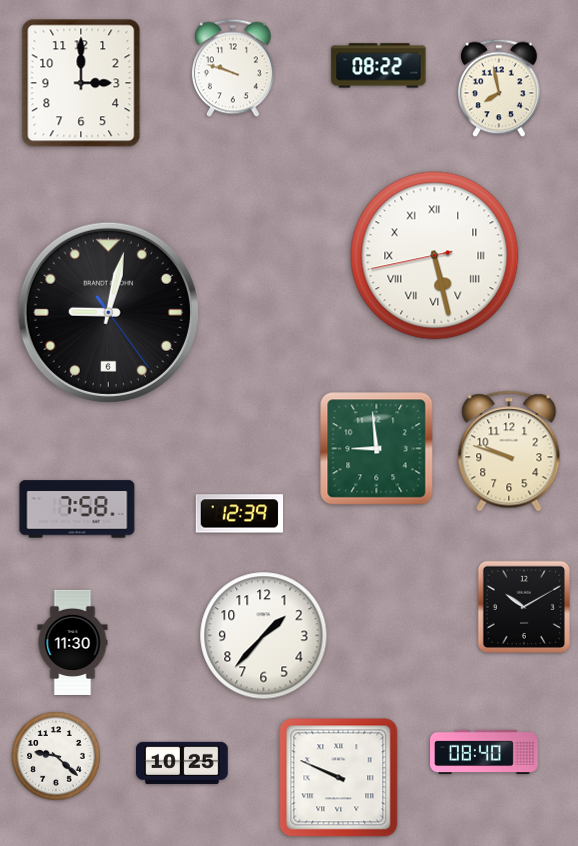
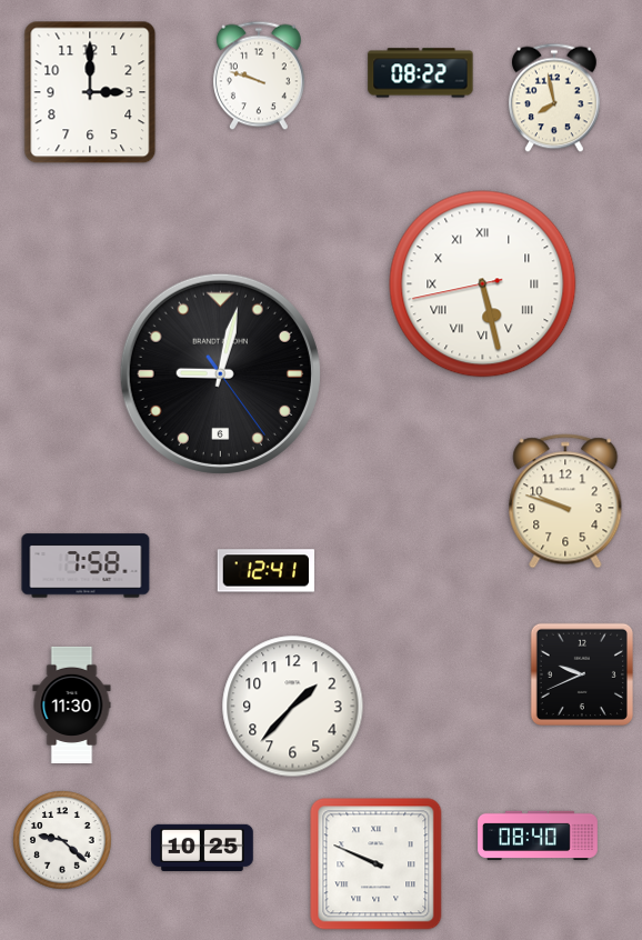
clock at (108, 312) position: (108, 312) -> (220, 373)
clock at (377, 449): 8:59 -> none
clock at (240, 514): 12:39 -> 12:41
clock at (523, 606): 10:10 -> 9:41
clock at (73, 642) position: (73, 642) -> (72, 704)
